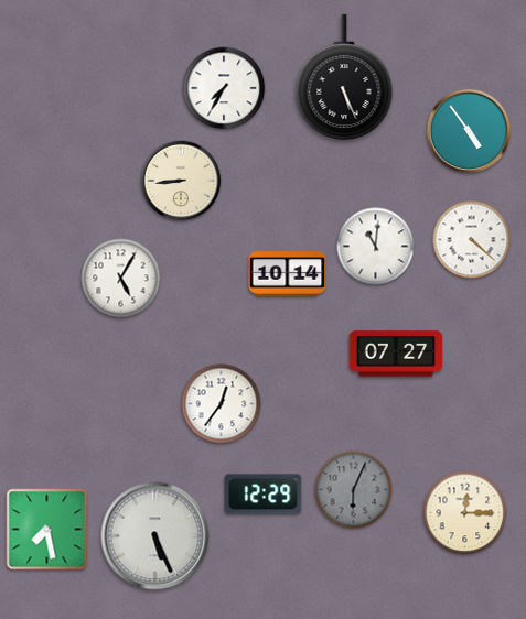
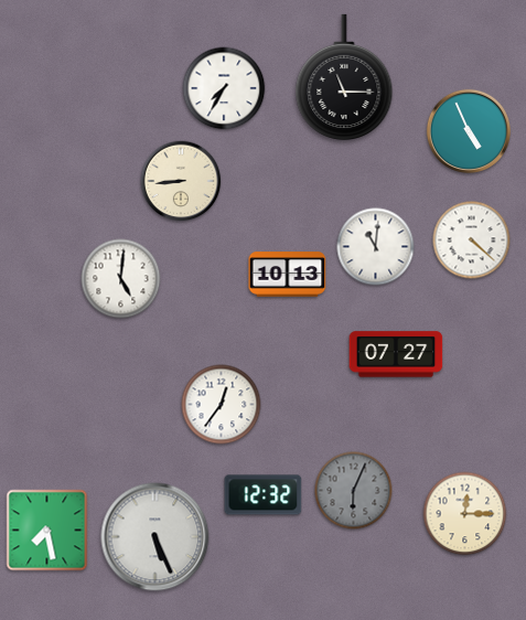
clock at (344, 77): 5:26 -> 11:15
clock at (468, 130): 4:54 -> 4:56
clock at (288, 274): 10:14 -> 10:13
clock at (121, 279): 5:05 -> 5:01
clock at (264, 495): 12:29 -> 12:32
